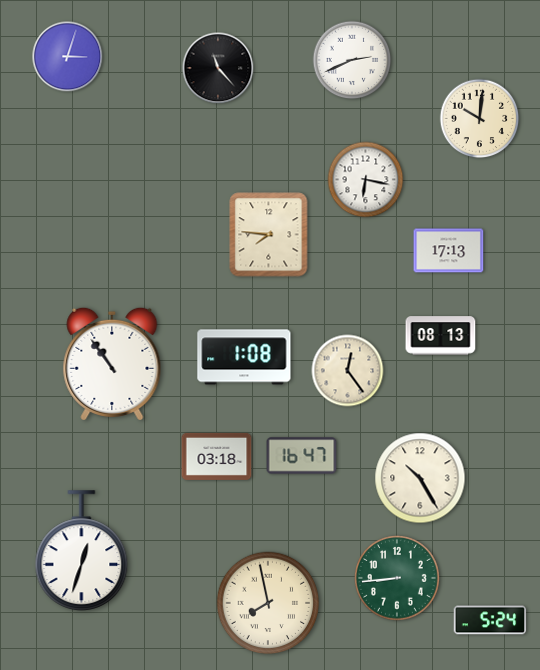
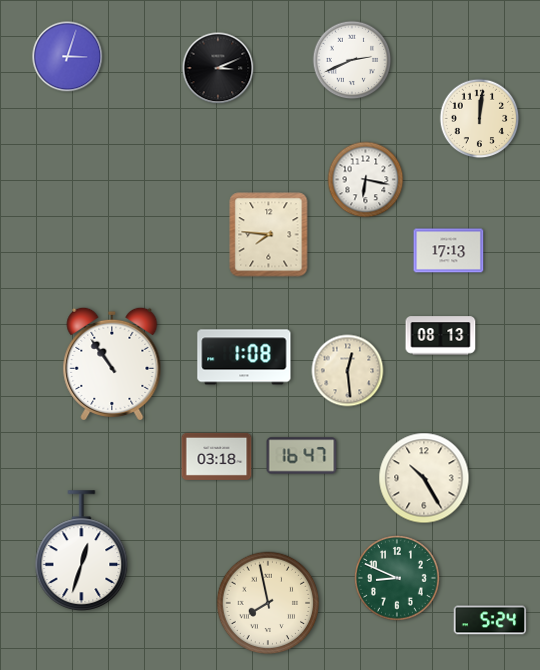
clock at (218, 68): 11:23 -> 3:11
clock at (480, 119): 10:01 -> 12:01
clock at (348, 371): 12:24 -> 12:29
clock at (420, 478) position: (420, 478) -> (424, 478)
clock at (397, 579): 8:44 -> 8:49
